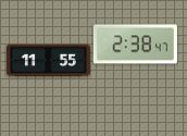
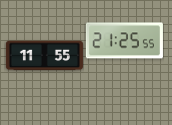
clock at (135, 45): 2:38 -> 21:25
